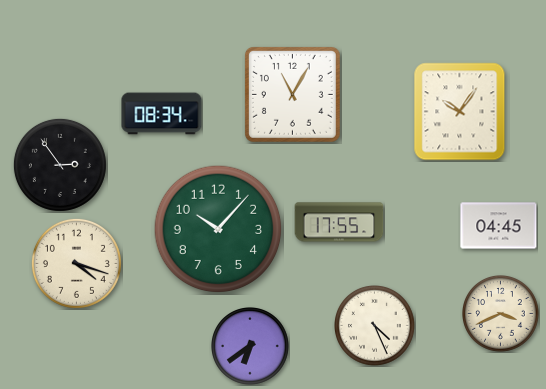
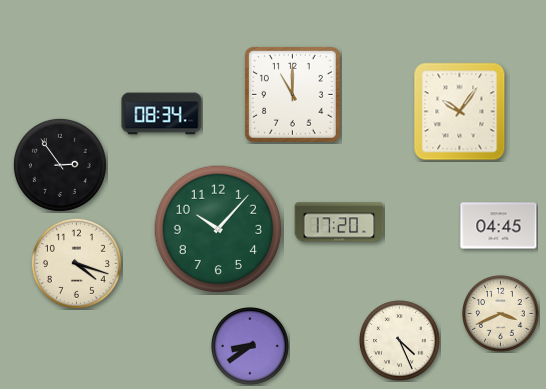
clock at (292, 94): 11:05 -> 11:00
clock at (339, 222): 17:55 -> 17:20
clock at (375, 326) position: (375, 326) -> (400, 341)
clock at (251, 347): 6:39 -> 8:39
